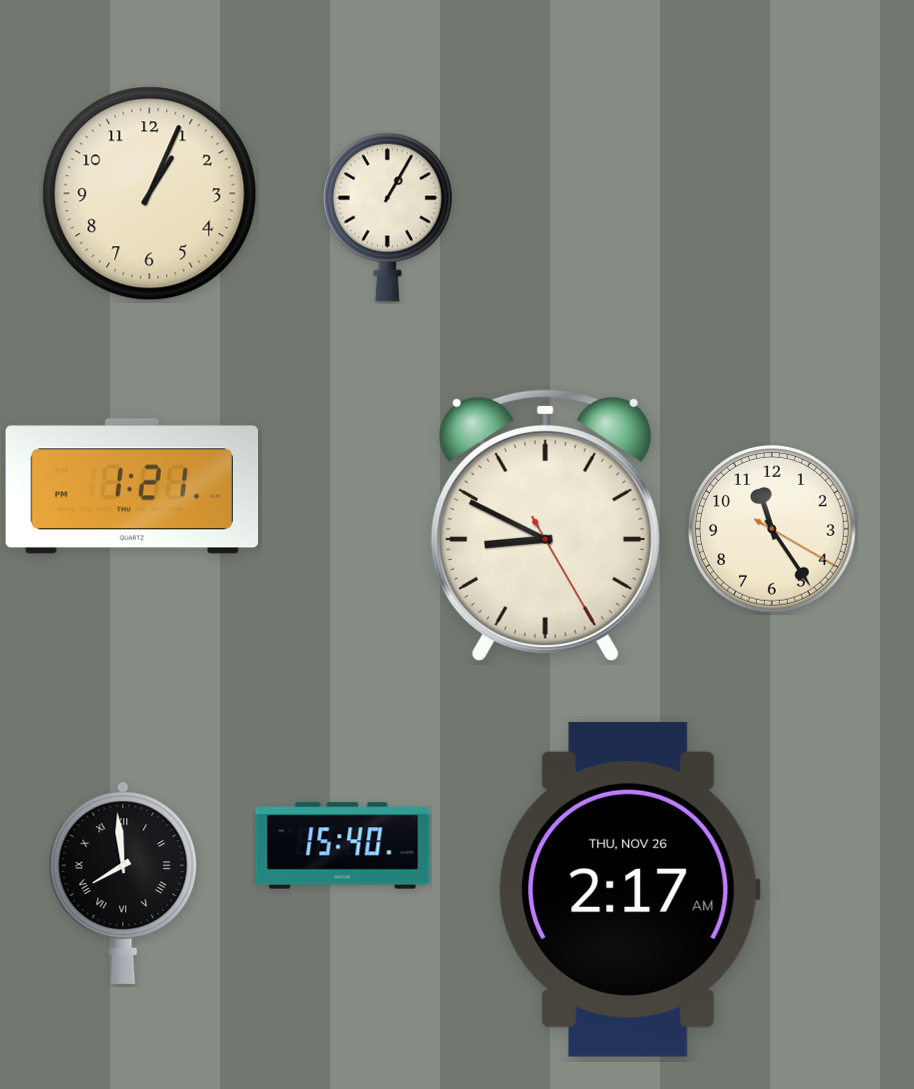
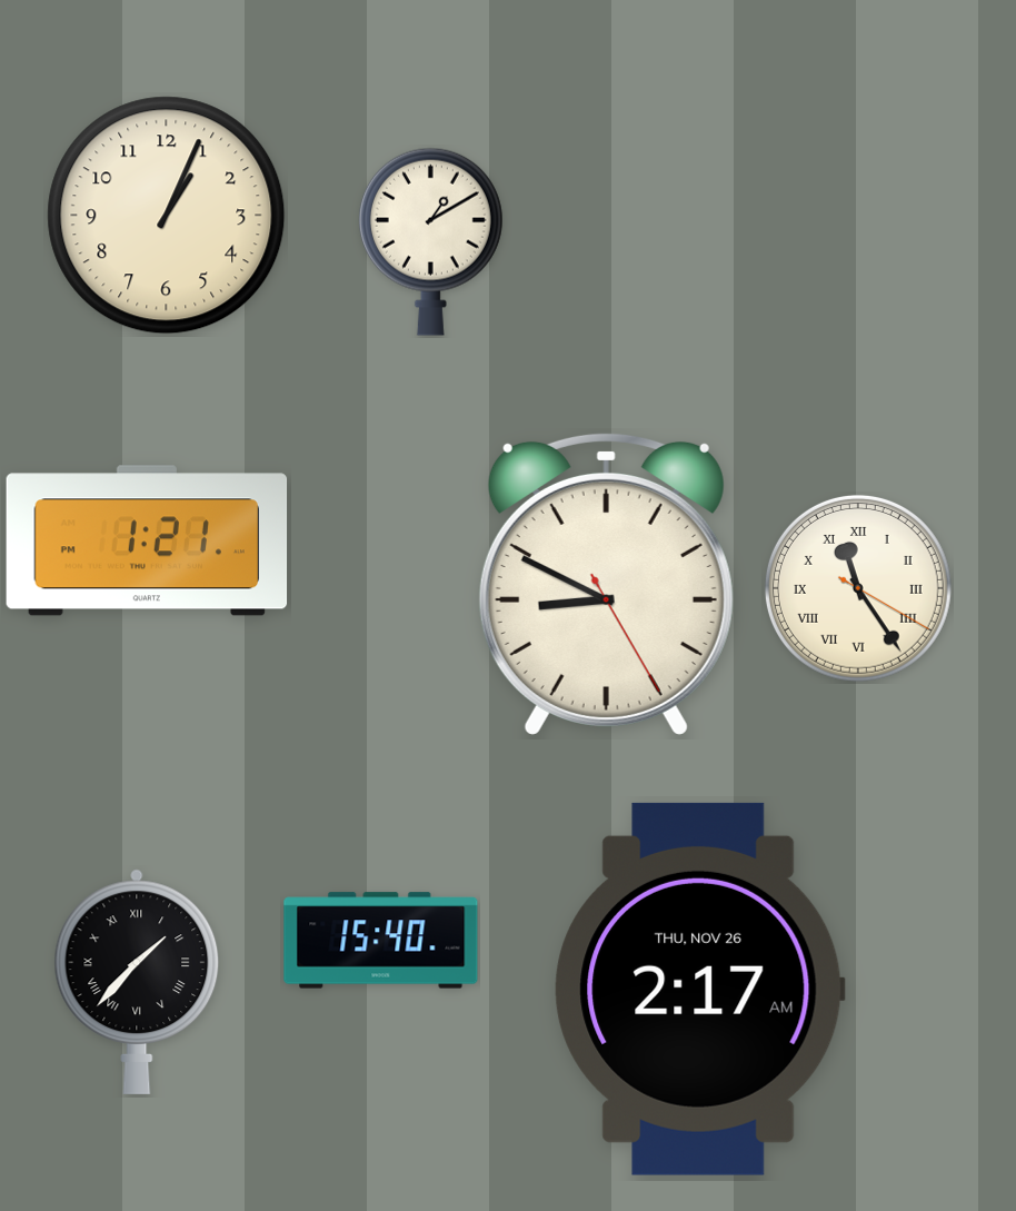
clock at (387, 217): 1:05 -> 1:10
clock at (772, 529) numerals: Arabic -> Roman
clock at (123, 883): 7:59 -> 1:37
